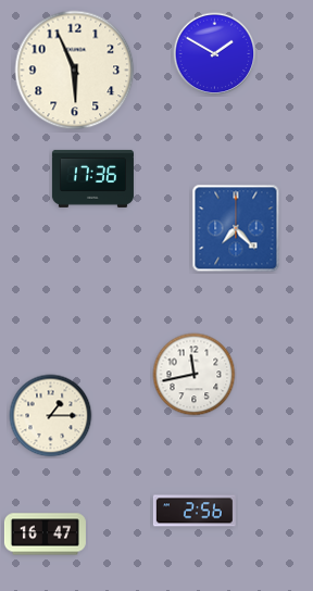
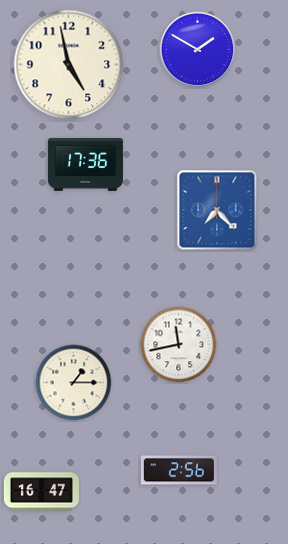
clock at (75, 71): 5:56 -> 4:58
clock at (51, 416) position: (51, 416) -> (74, 383)
